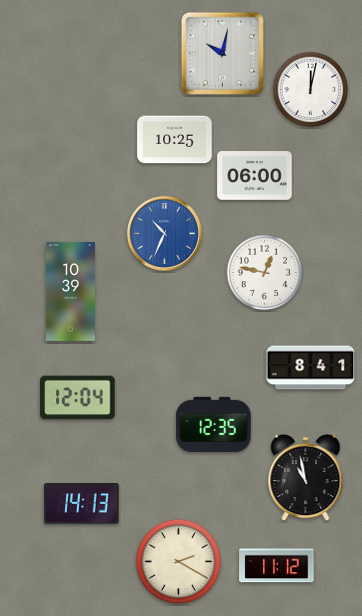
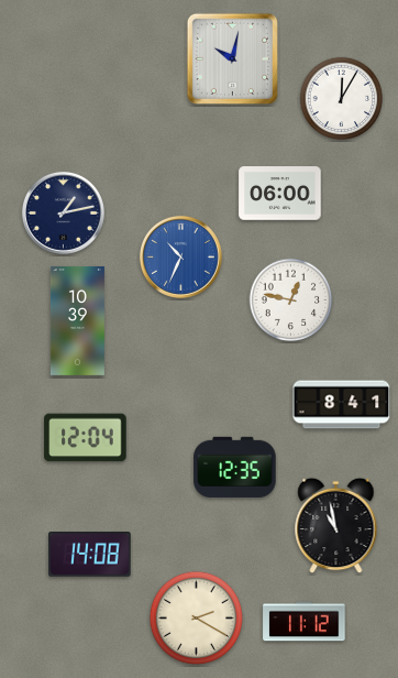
clock at (222, 53) position: (222, 53) -> (232, 58)
clock at (311, 90): 12:02 -> 12:05
clock at (175, 140): 10:25 -> none
clock at (63, 212): none -> 1:13
clock at (82, 504): 14:13 -> 14:08
